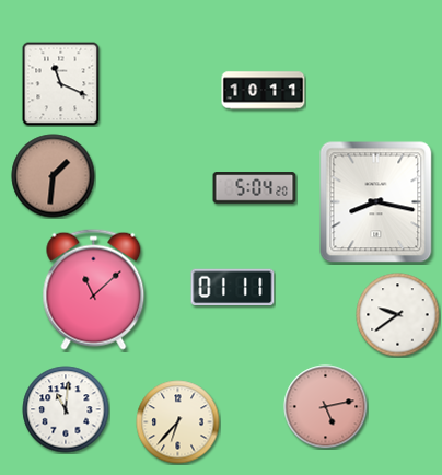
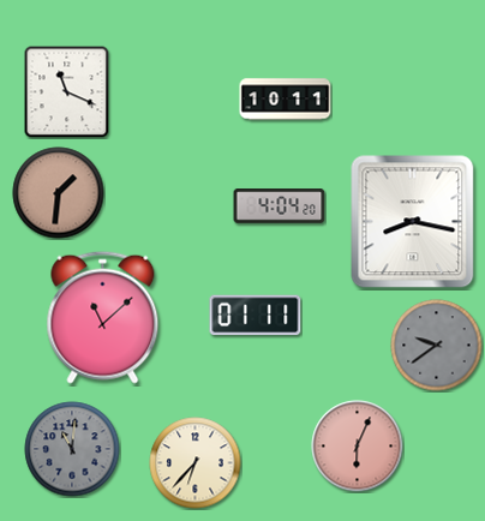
clock at (264, 91) position: (264, 91) -> (286, 100)
clock at (255, 188): 5:04 -> 4:04
clock at (398, 315) dial: white -> grey
clock at (326, 407): 5:13 -> 6:04
clock at (66, 409) dial: white -> grey
